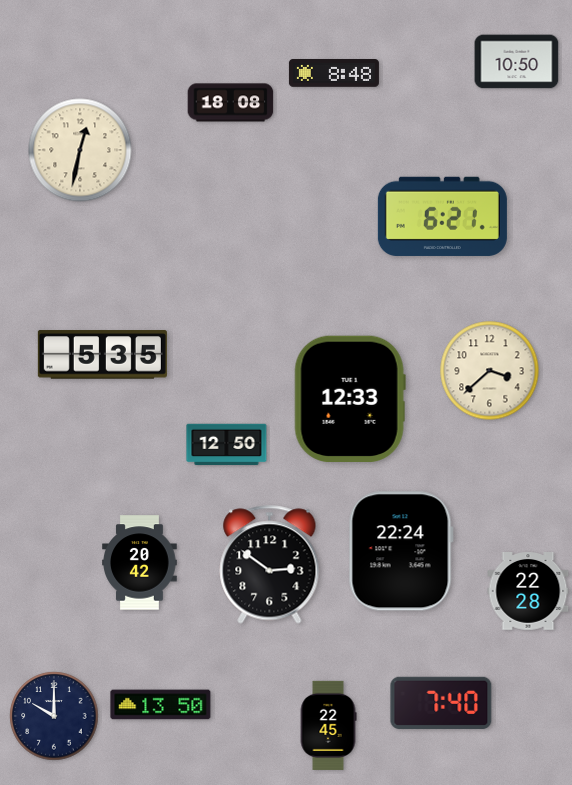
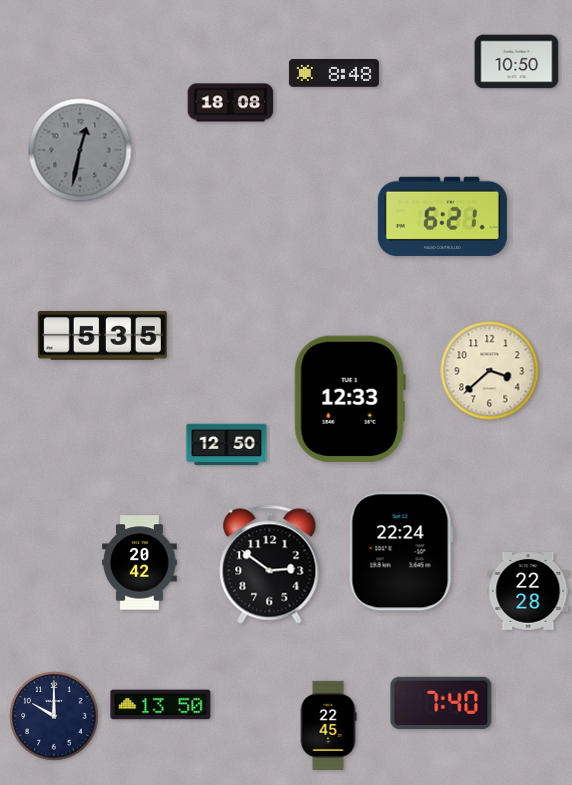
clock at (80, 150) dial: cream -> grey
clock at (102, 355) position: (102, 355) -> (102, 336)
